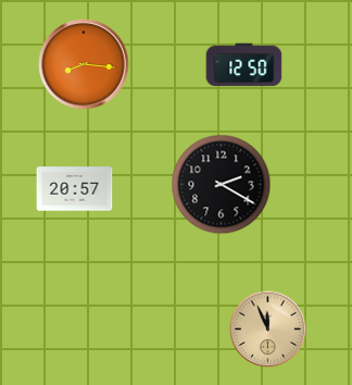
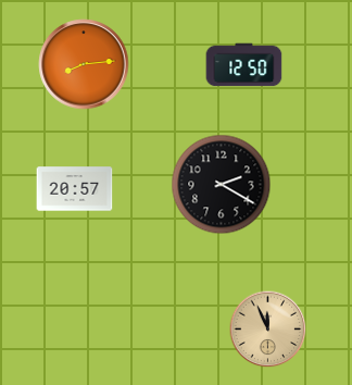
clock at (84, 64): 8:16 -> 8:14
